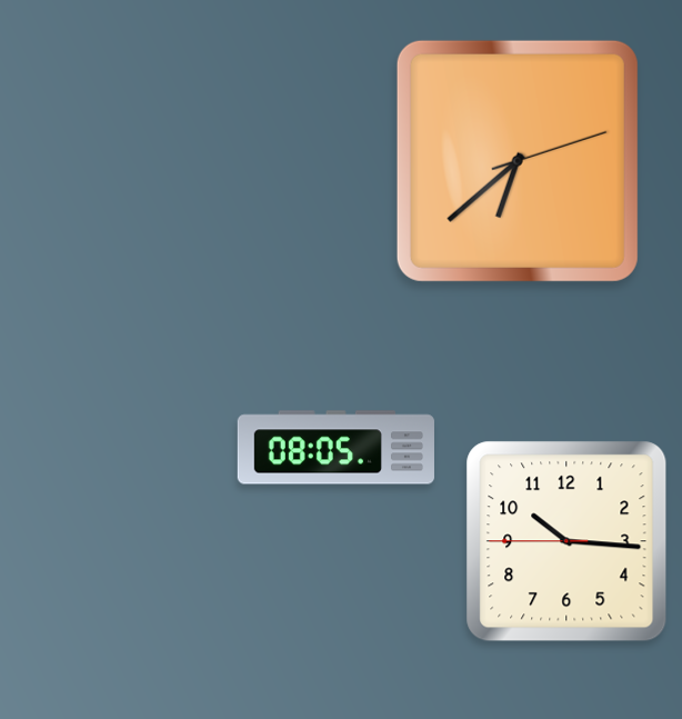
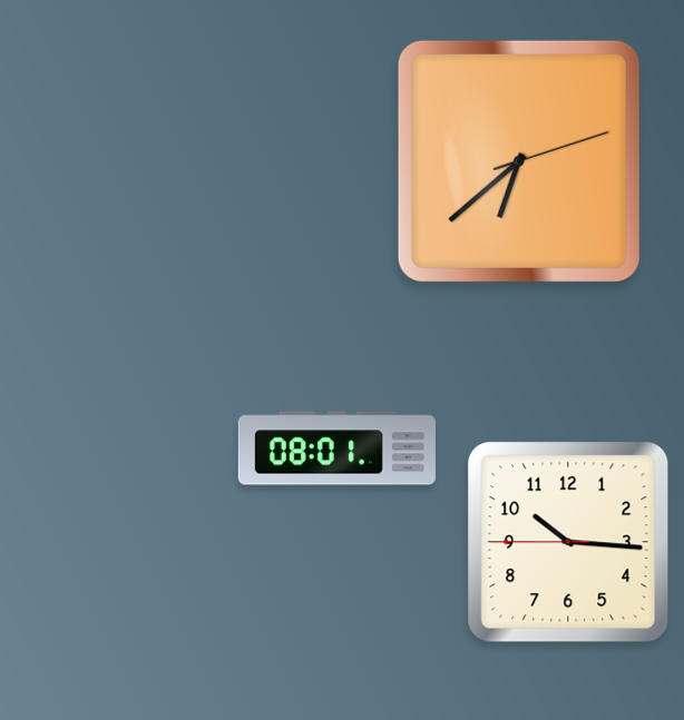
clock at (335, 448): 08:05 -> 08:01
